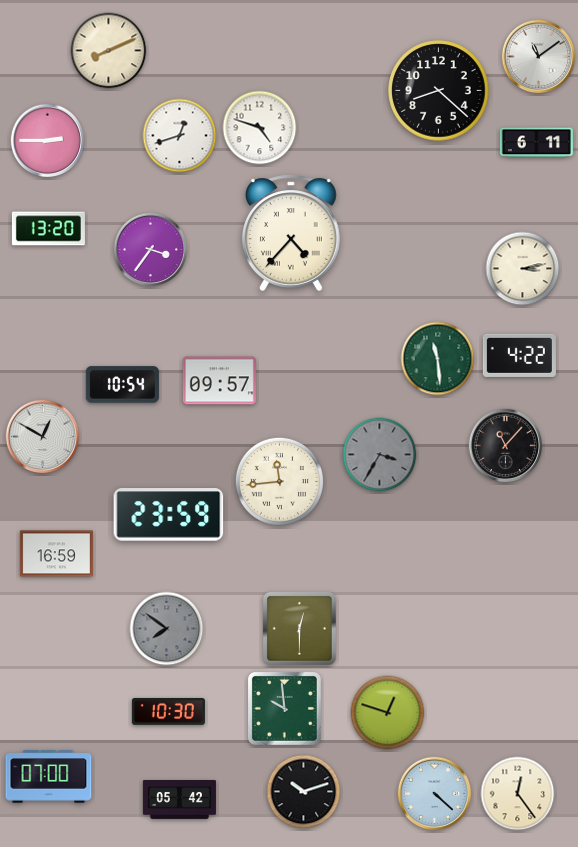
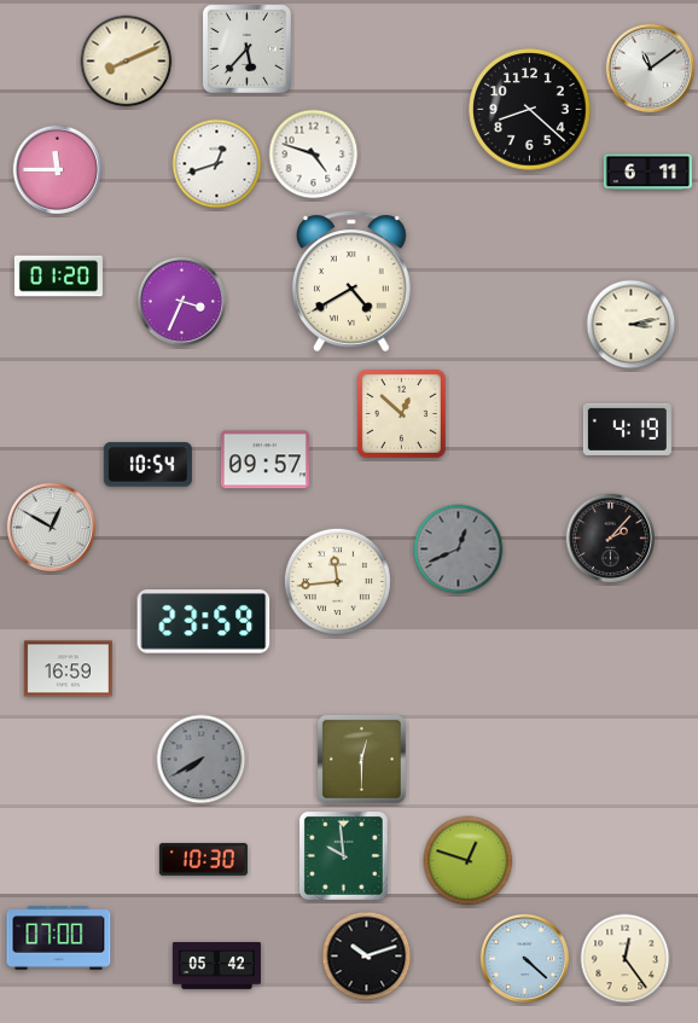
clock at (246, 48): none -> 5:37
clock at (109, 51) position: (109, 51) -> (127, 62)
clock at (48, 141): 2:45 -> 11:45
clock at (48, 229): 13:20 -> 01:20
clock at (291, 233): 4:37 -> 4:40
clock at (151, 250): 3:36 -> 3:34
clock at (401, 413): none -> 12:52
clock at (519, 355): 4:22 -> 4:19
clock at (438, 359): 11:29 -> none
clock at (506, 446): 11:07 -> 2:07
clock at (380, 455): 3:35 -> 12:41
clock at (167, 629): 7:51 -> 7:40
